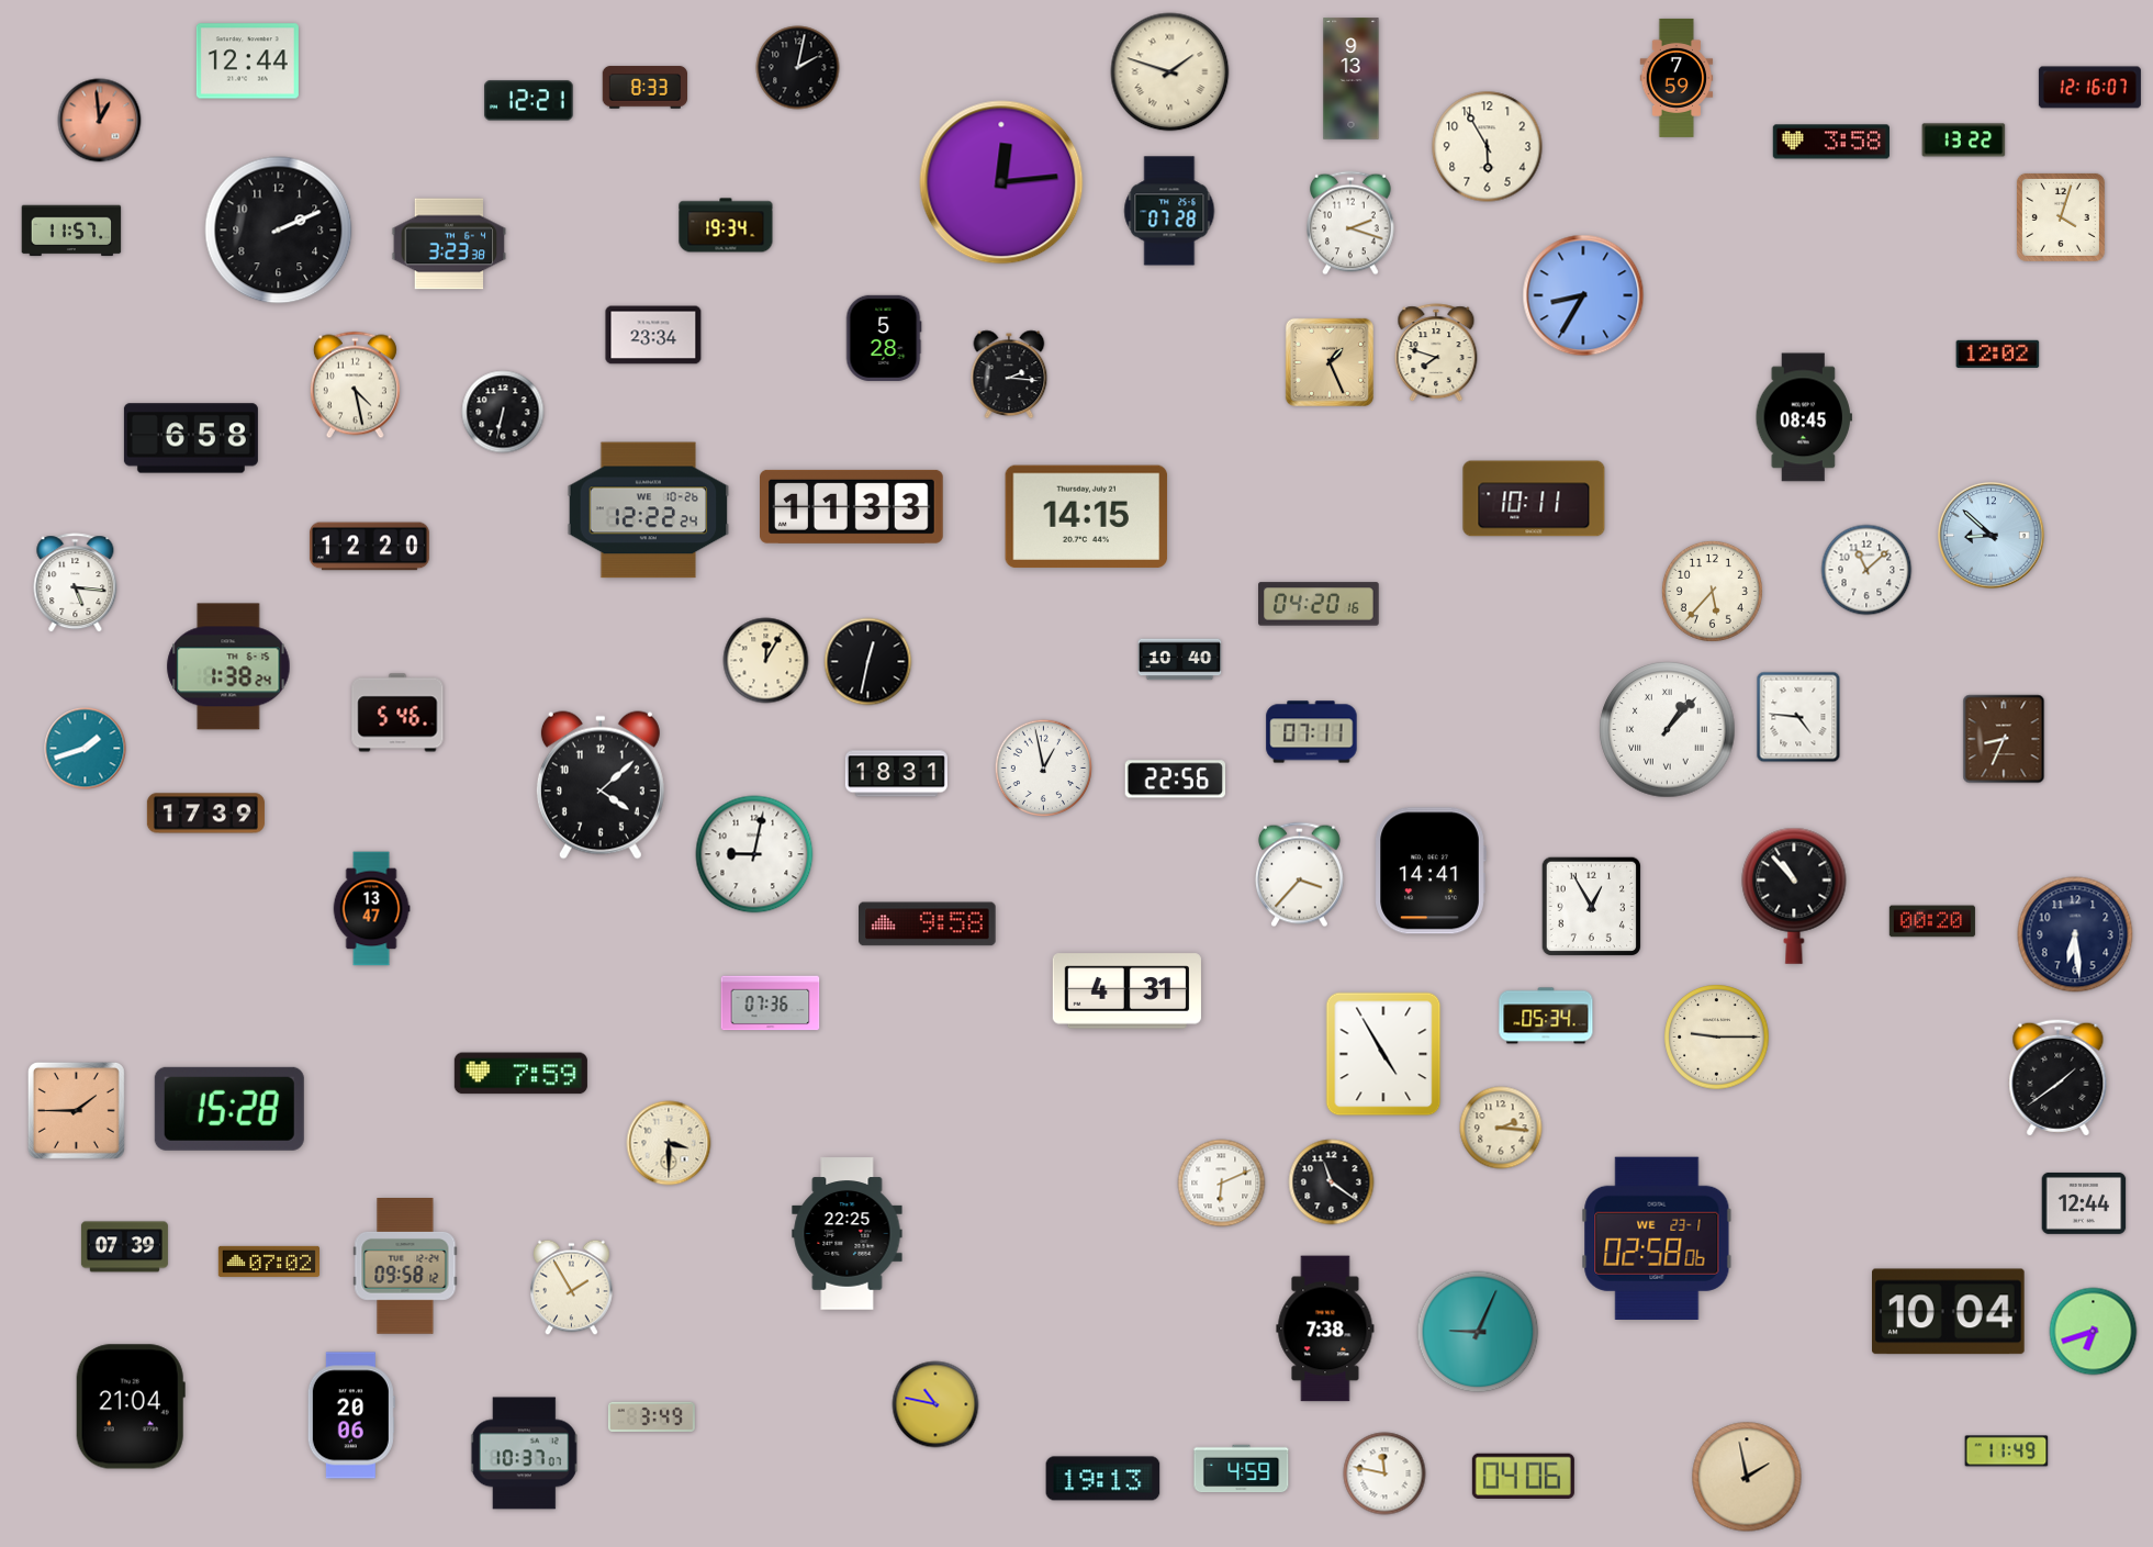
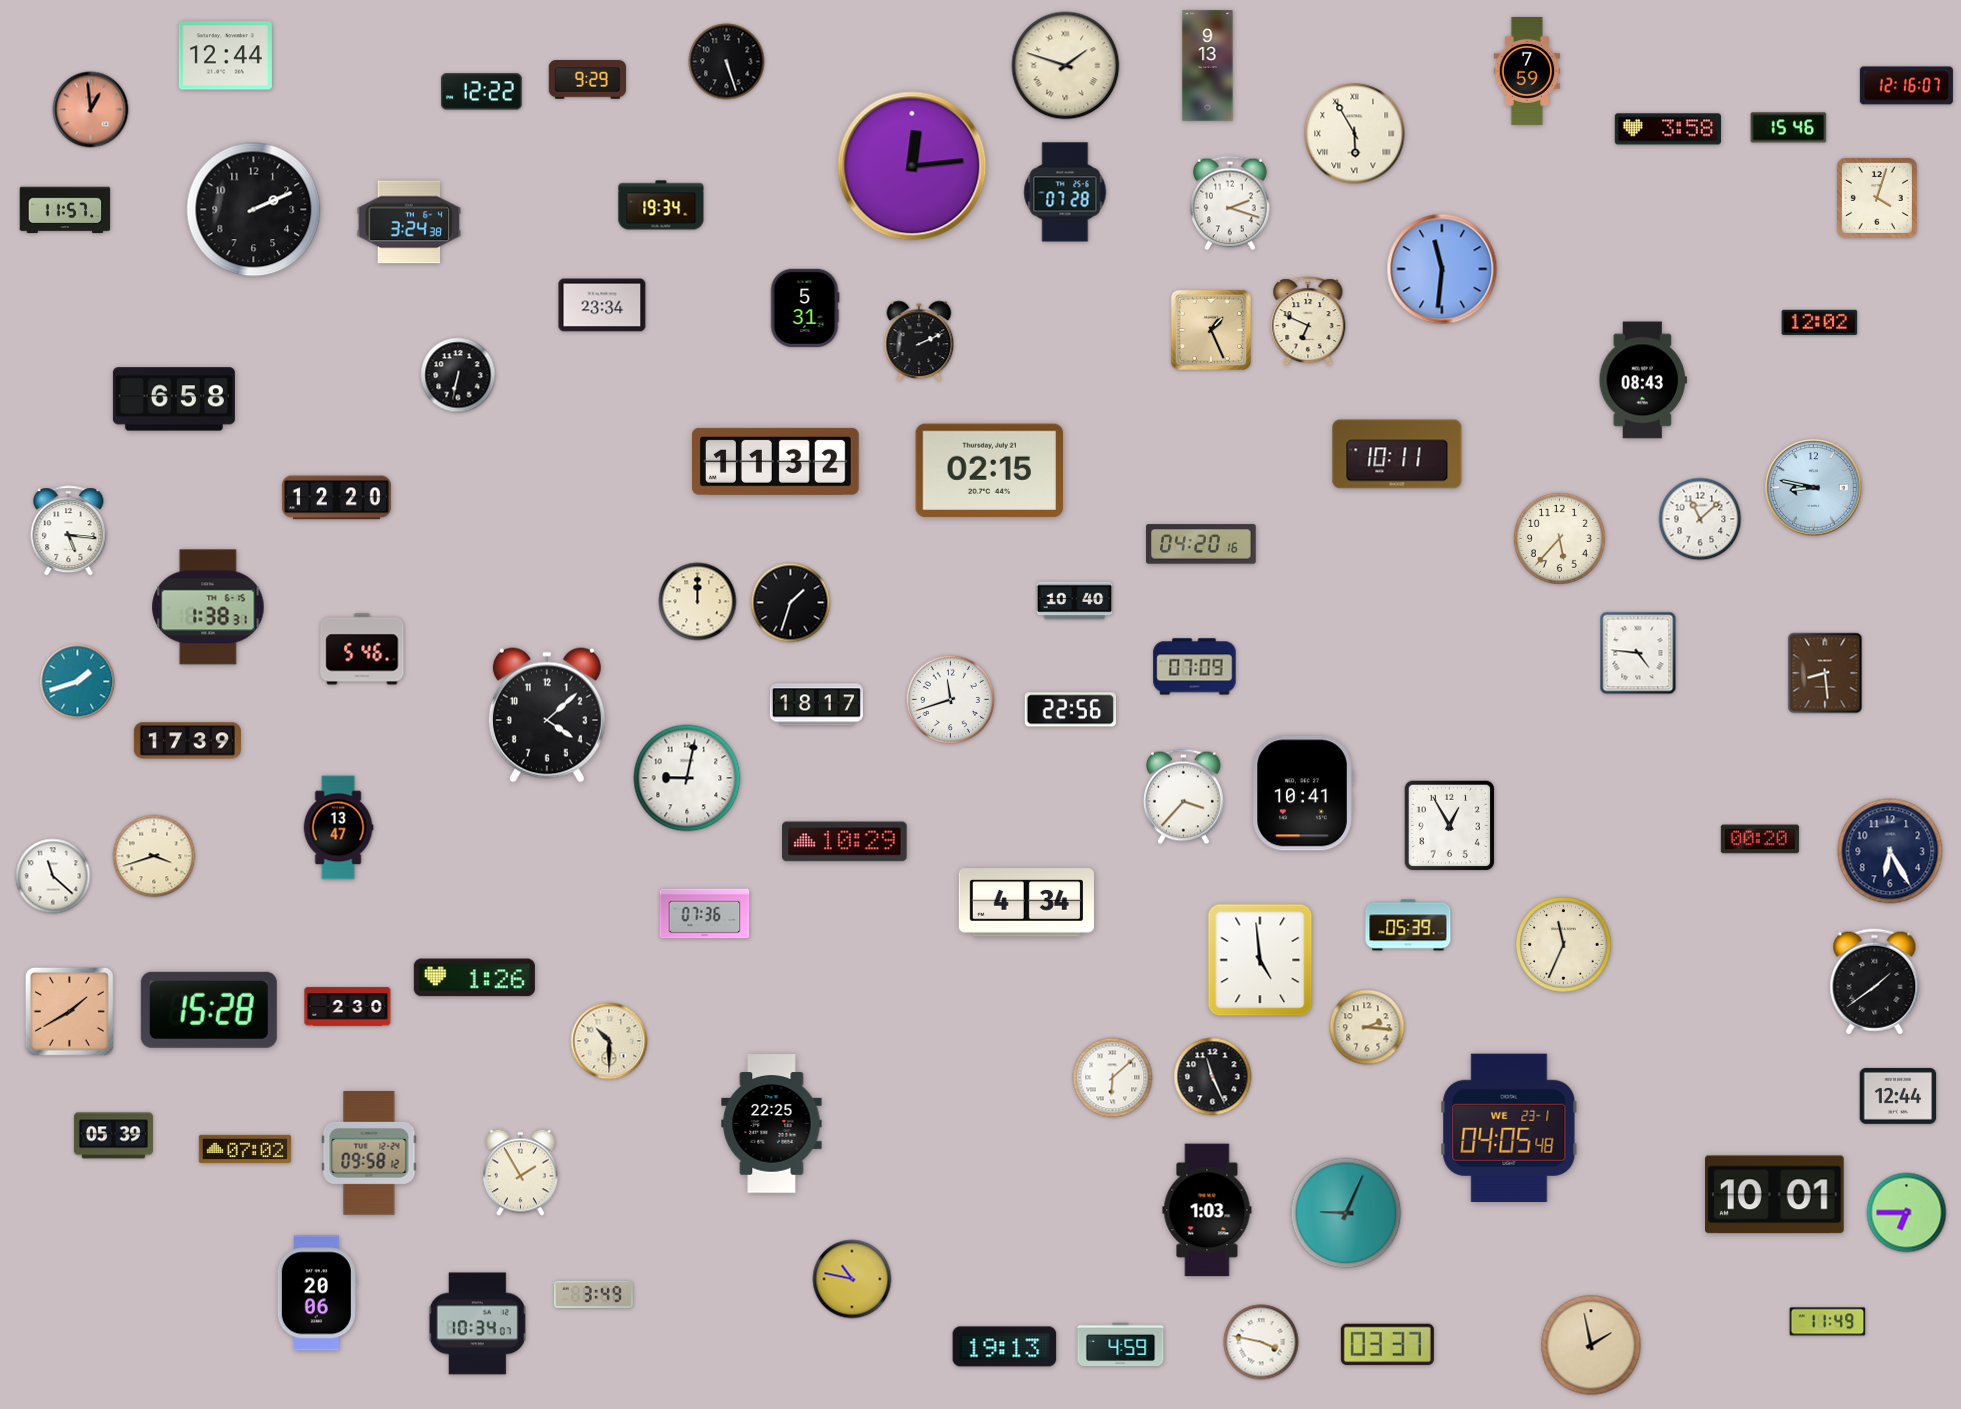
clock at (798, 68): 2:02 -> 5:27
clock at (1352, 79) position: (1352, 79) -> (1208, 66)
clock at (646, 88): 8:33 -> 9:29
clock at (2089, 88) position: (2089, 88) -> (1906, 86)
clock at (529, 101): 12:21 -> 12:22
clock at (1964, 141): 13:22 -> 15:46
clock at (1488, 147) numerals: Arabic -> Roman
clock at (449, 244): 3:23 -> 3:24
clock at (1583, 295): 8:35 -> 11:31
clock at (653, 335) position: (653, 335) -> (602, 305)
clock at (884, 338): 5:28 -> 5:31
clock at (1436, 354): 7:48 -> 6:49
clock at (1009, 374): 2:16 -> 2:11
clock at (355, 385): 4:28 -> none
clock at (1804, 417): 08:45 -> 08:43
clock at (852, 506): 11:33 -> 11:32
clock at (649, 511): 12:22 -> none
clock at (1087, 517): 14:15 -> 02:15
clock at (1992, 536): 8:52 -> 8:47
clock at (1319, 604) position: (1319, 604) -> (1201, 544)
clock at (766, 661): 12:05 -> 12:00
clock at (868, 662): 12:32 -> 1:33
clock at (228, 666): 1:38:24 -> 1:38:31
clock at (1668, 730): 1:07 -> none
clock at (1312, 732): 07:11 -> 07:09
clock at (2004, 739): 8:34 -> 8:29
clock at (1044, 769): 12:58 -> 11:42
clock at (896, 774): 18:31 -> 18:17
clock at (1431, 871): 14:41 -> 10:41
clock at (1794, 896): 10:53 -> none
clock at (928, 924): 9:58 -> 10:29
clock at (2075, 934): 6:29 -> 6:25
clock at (154, 856): none -> 3:42
clock at (53, 876): none -> 11:22
clock at (1126, 991): 4:31 -> 4:34
clock at (771, 1004) position: (771, 1004) -> (705, 914)
clock at (1546, 1016): 05:34 -> 05:39
clock at (1717, 1038): 9:15 -> 11:34
clock at (1383, 1054): 4:55 -> 4:59
clock at (520, 1074): 7:59 -> 1:26
clock at (348, 1007): none -> 2:30
clock at (76, 1110): 1:45 -> 1:40
clock at (669, 1143): 3:30 -> 10:30
clock at (1332, 1182): 11:21 -> 11:26
clock at (1222, 1184): 6:11 -> 6:08
clock at (1657, 1238): 02:58 -> 04:05
clock at (124, 1247): 07:39 -> 05:39
clock at (1949, 1312): 10:04 -> 10:01
clock at (1325, 1329): 7:38 -> 1:03
clock at (2094, 1332): 6:42 -> 6:45
clock at (131, 1406): 21:04 -> none
clock at (351, 1415) position: (351, 1415) -> (317, 1293)
clock at (651, 1416) position: (651, 1416) -> (593, 1294)
clock at (525, 1454): 10:37 -> 10:34
clock at (1242, 1469) position: (1242, 1469) -> (1121, 1345)
clock at (1384, 1473): 11:47 -> 3:47
clock at (1523, 1476): 04:06 -> 03:37
